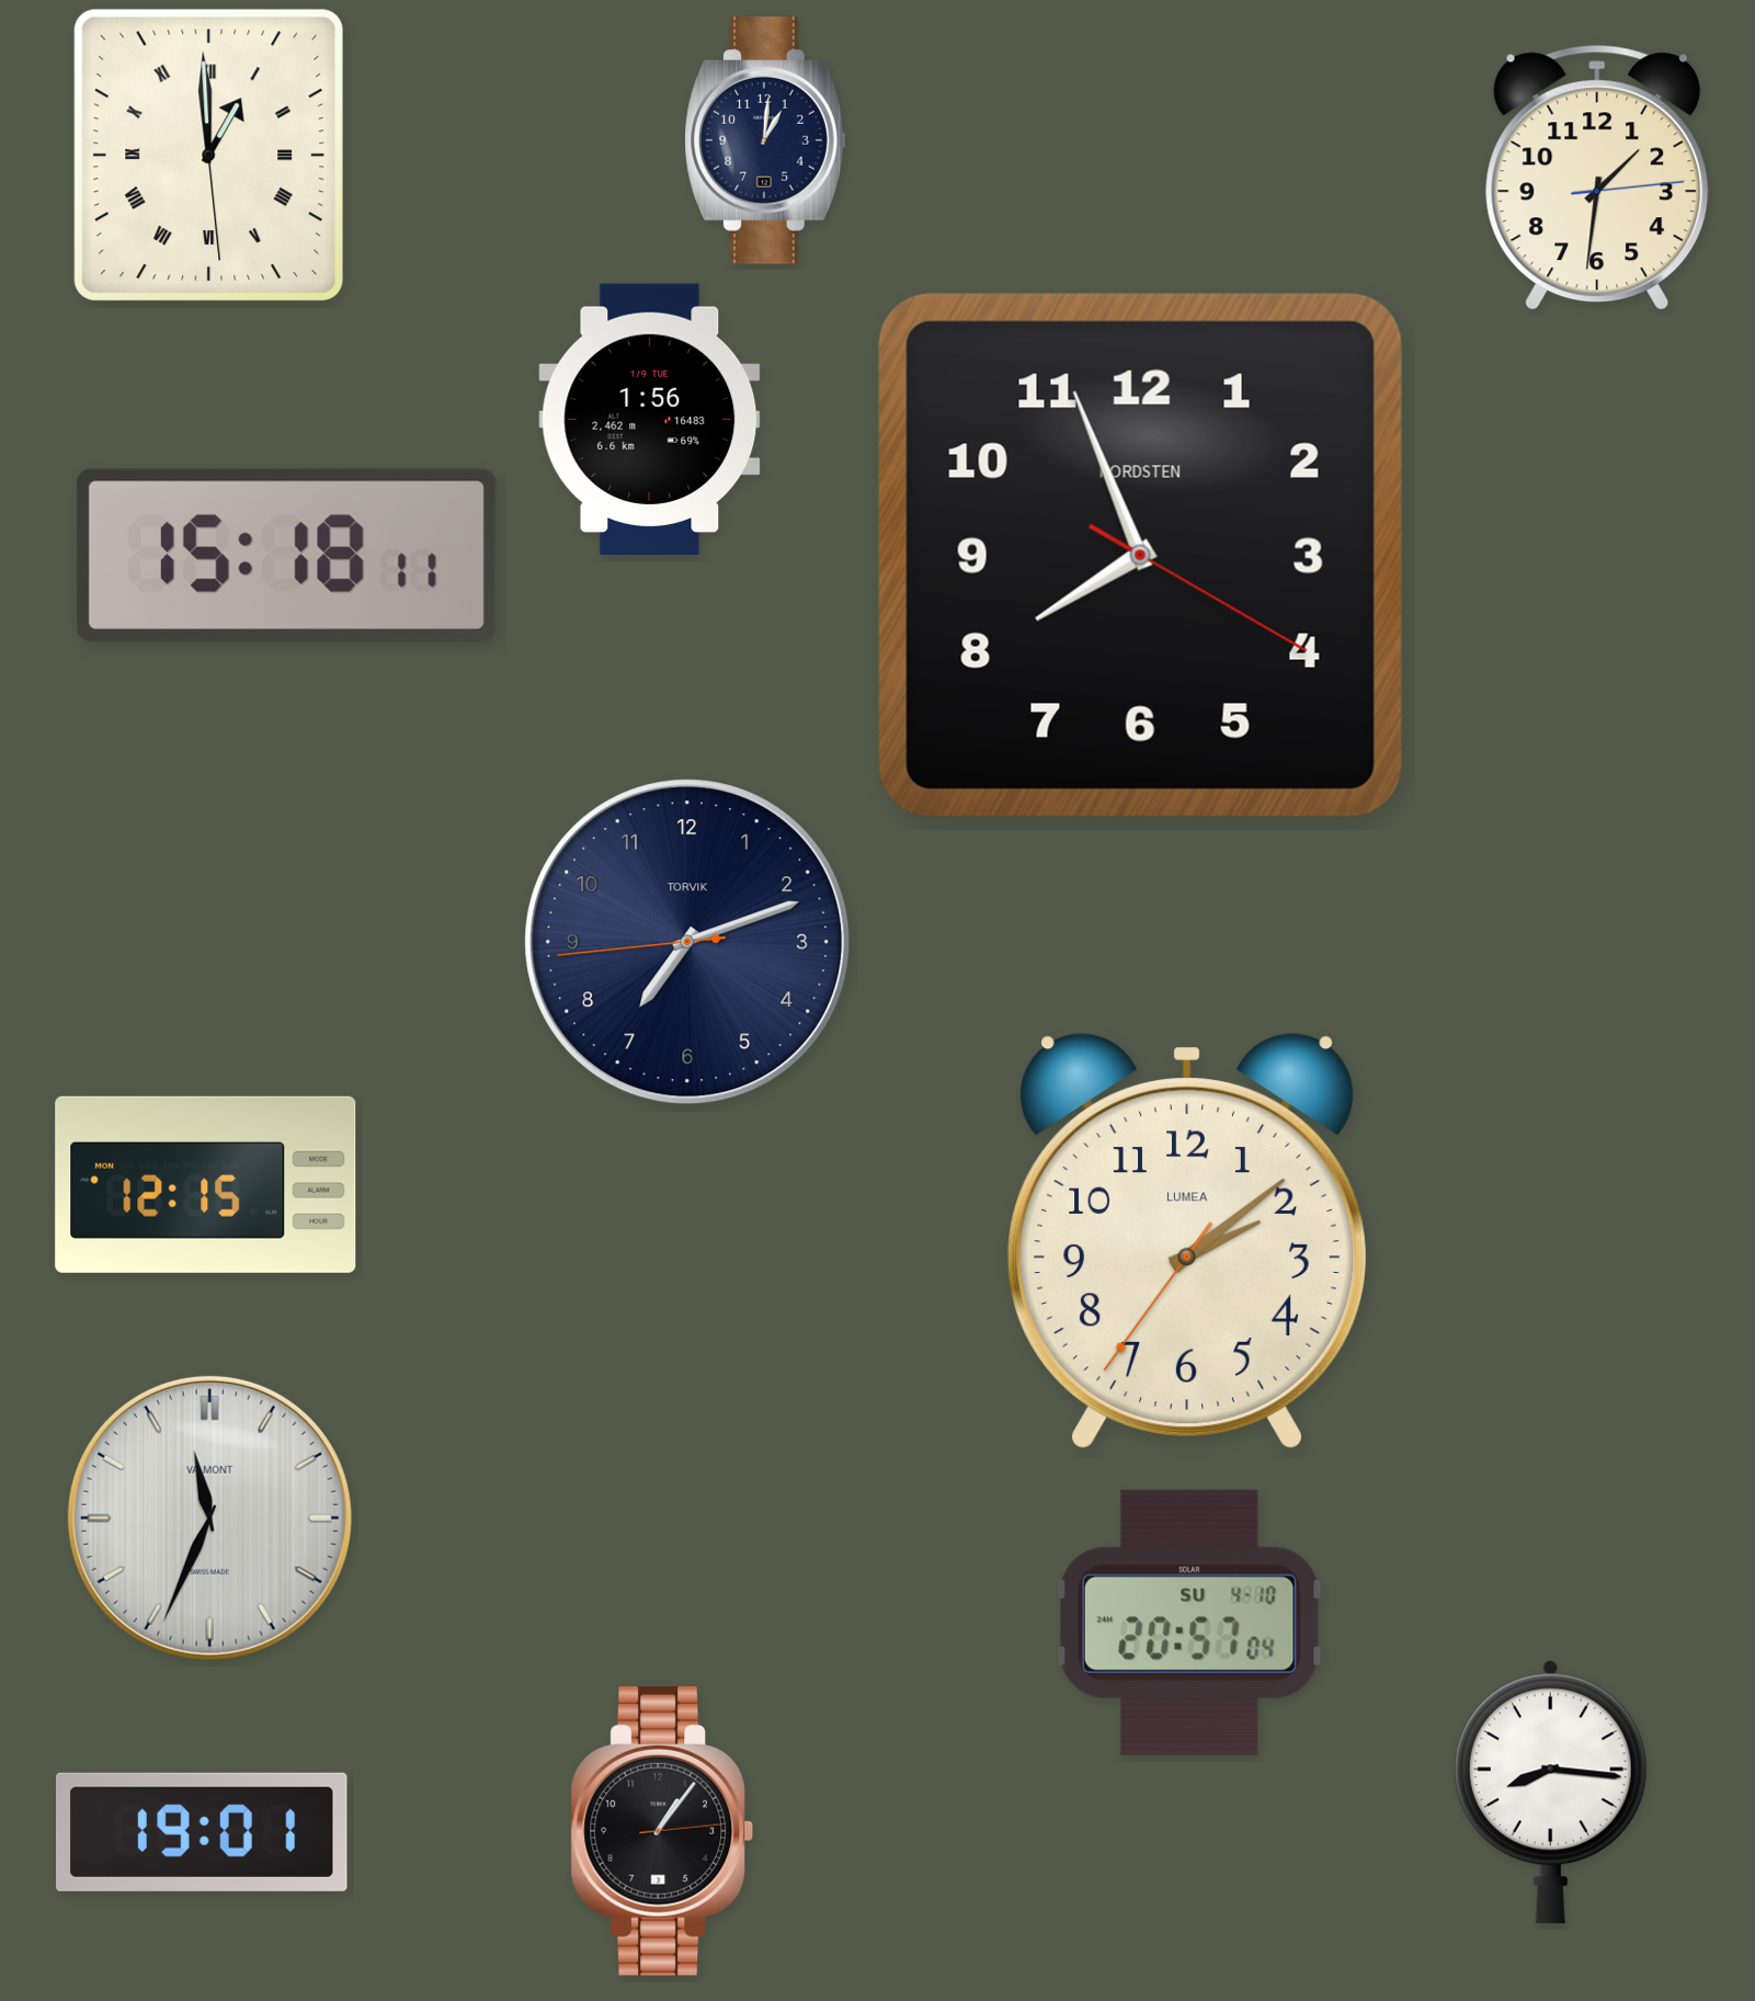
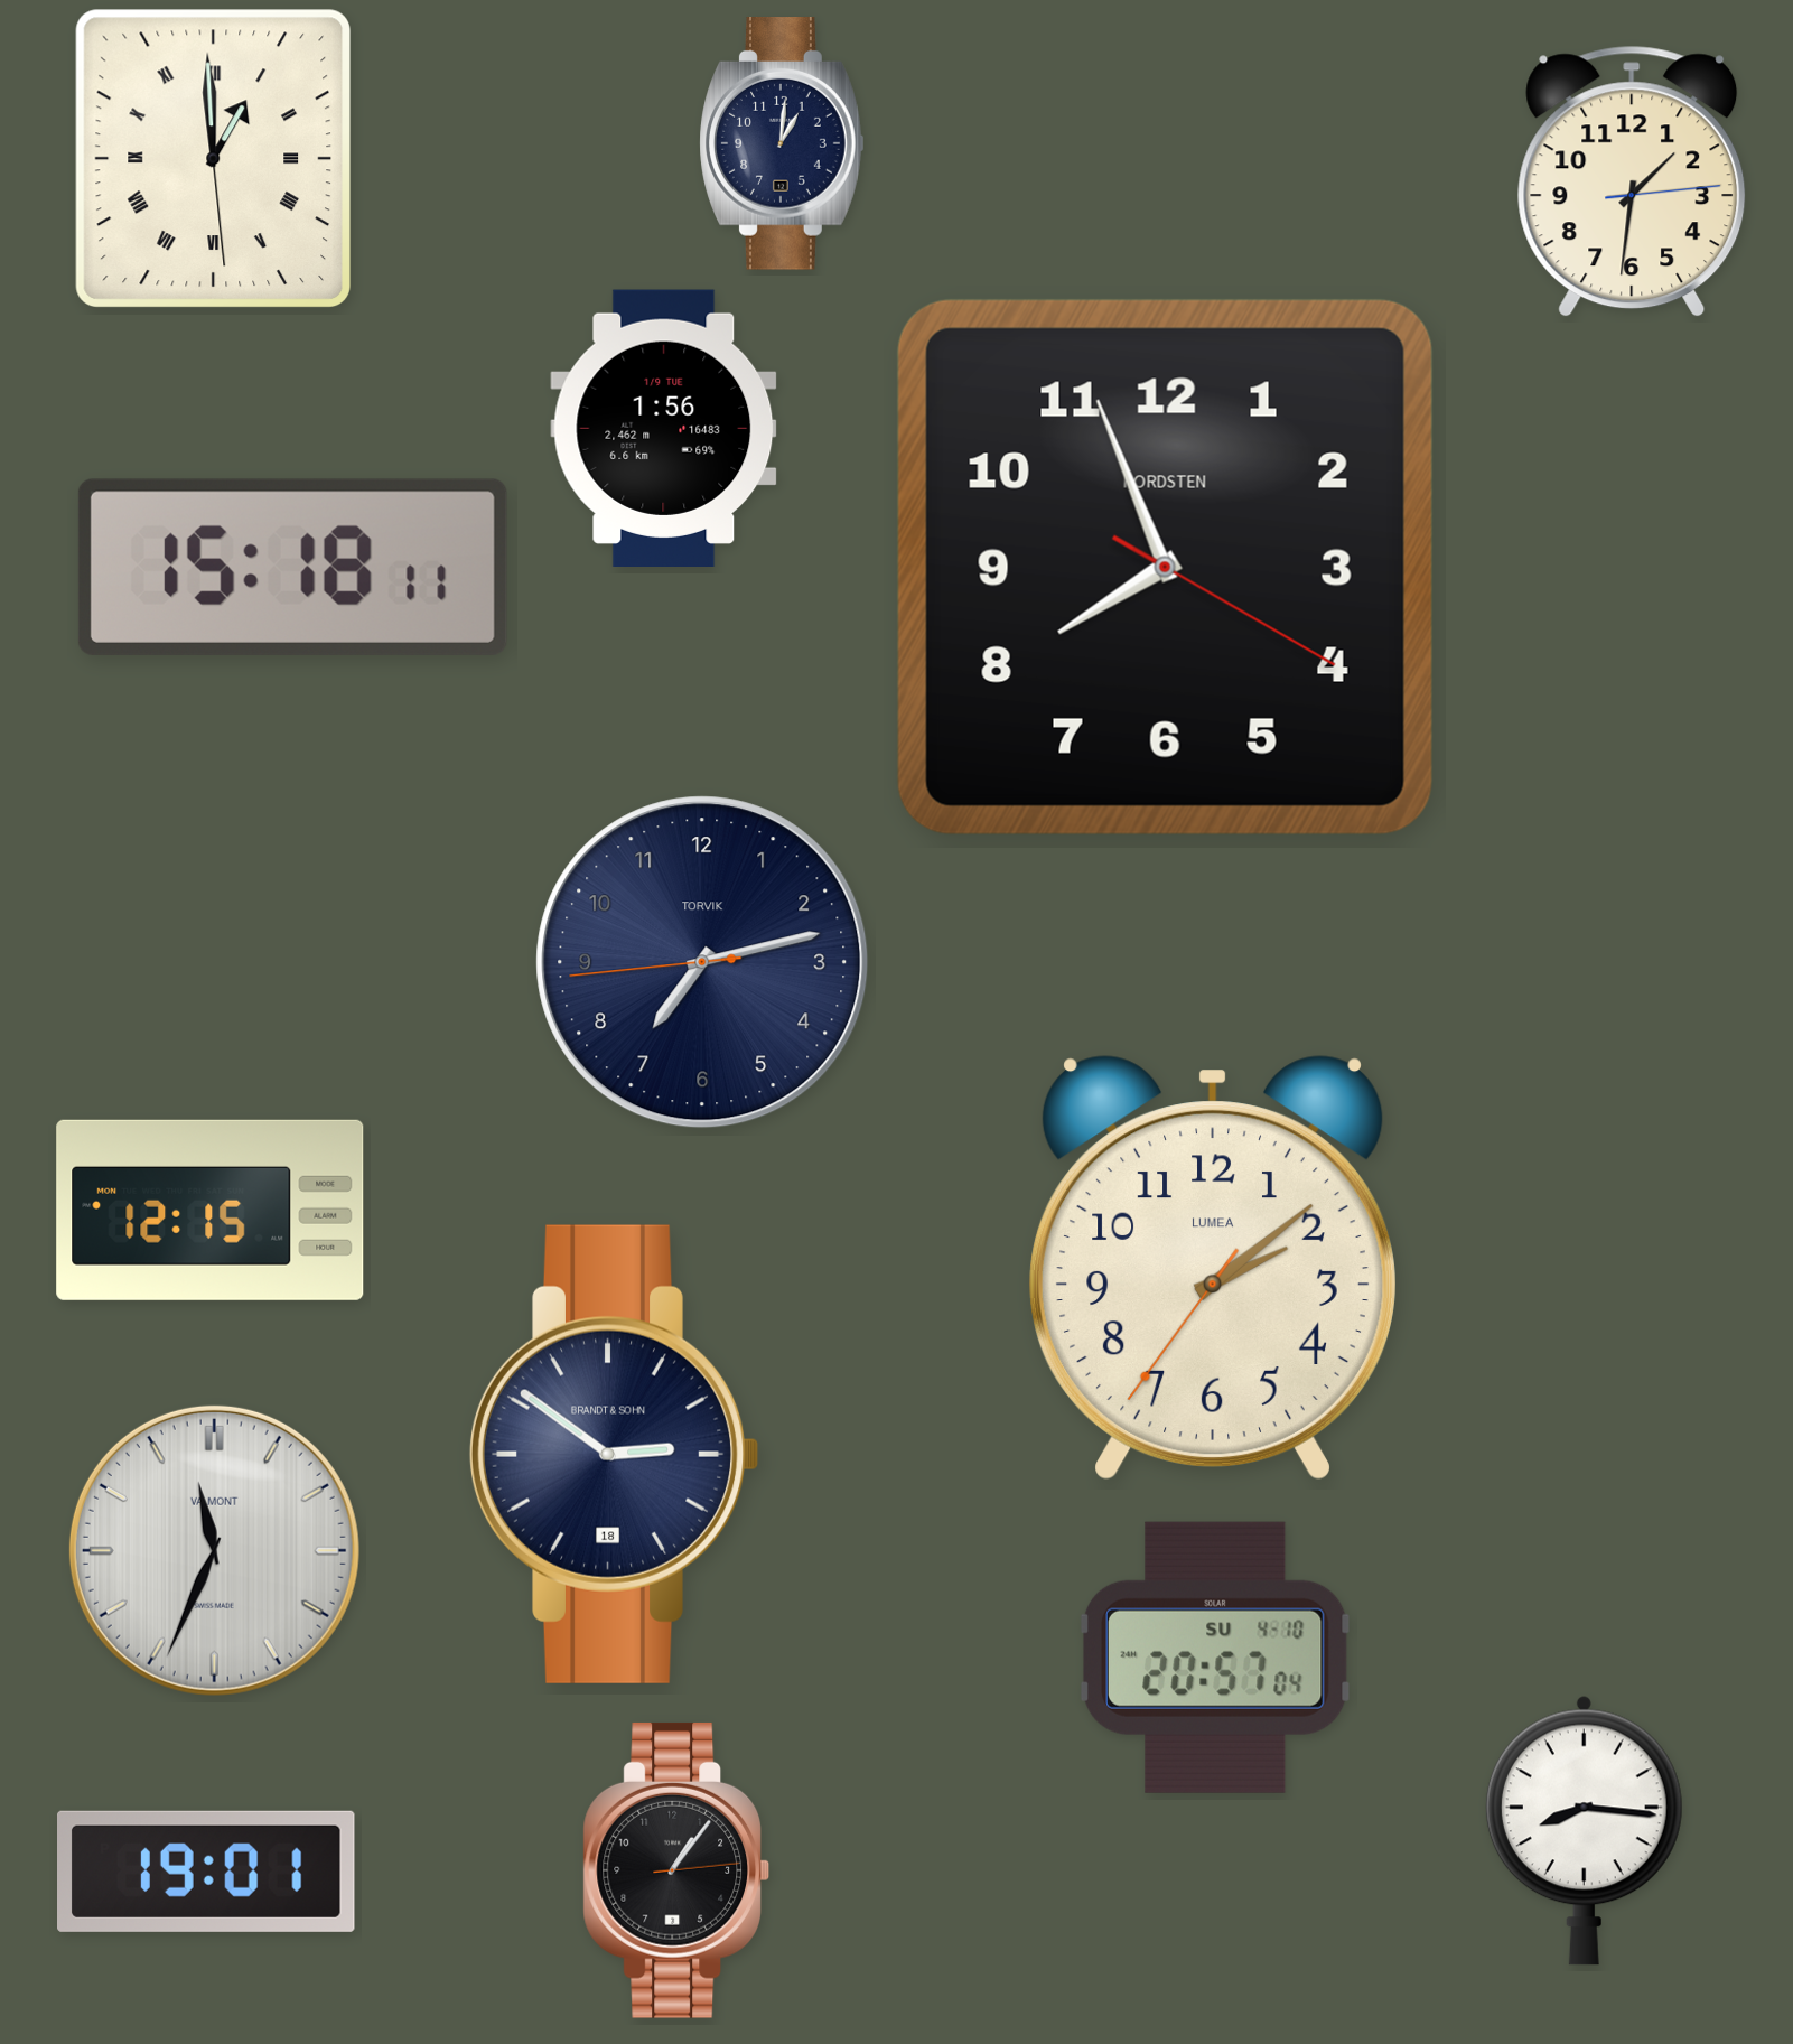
clock at (687, 942): 7:11 -> 7:12
clock at (614, 1454): none -> 2:51
